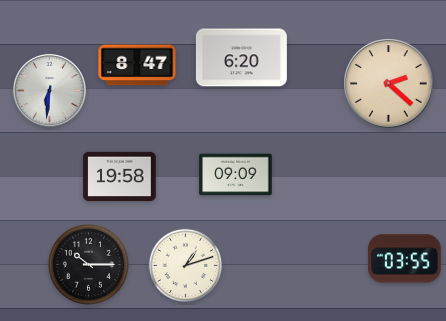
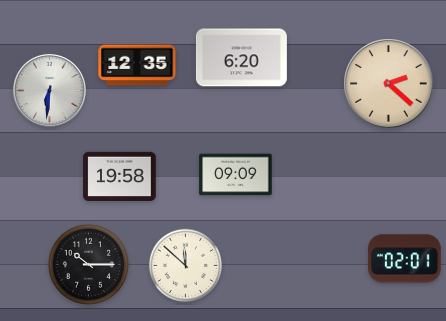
clock at (137, 65): 8:47 -> 12:35
clock at (405, 259): 03:55 -> 02:01
clock at (186, 266): 1:12 -> 11:52
